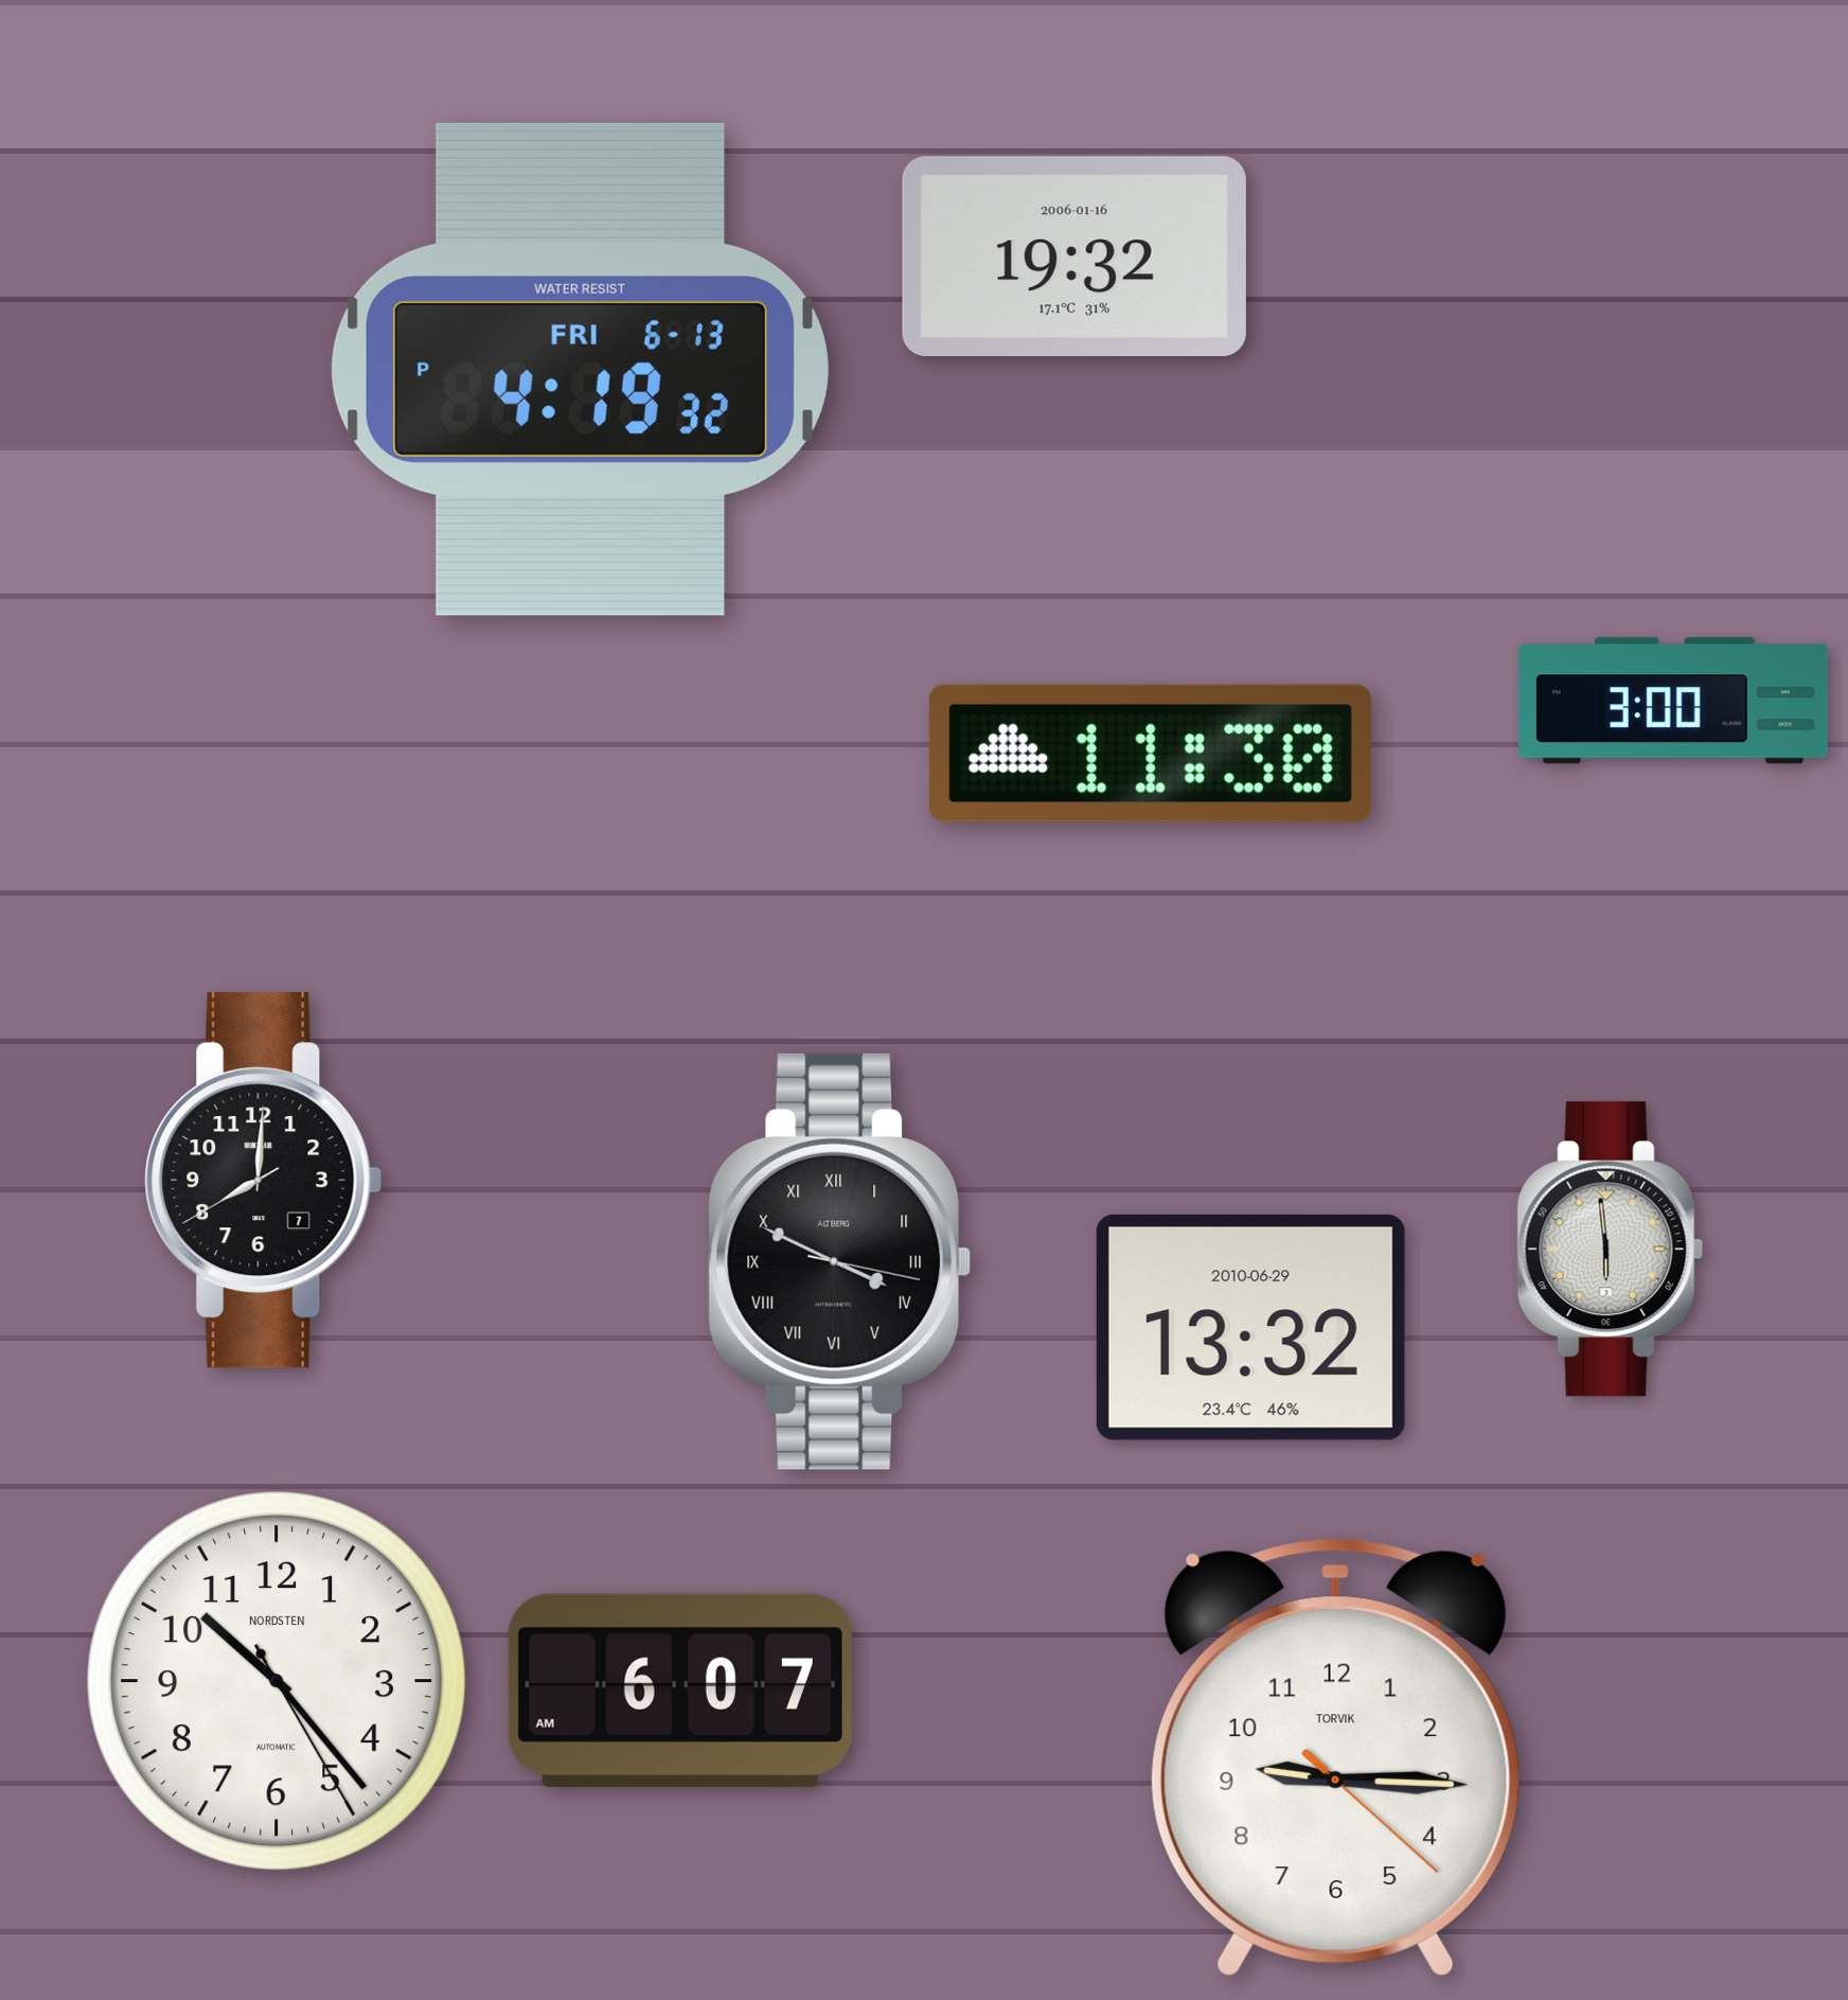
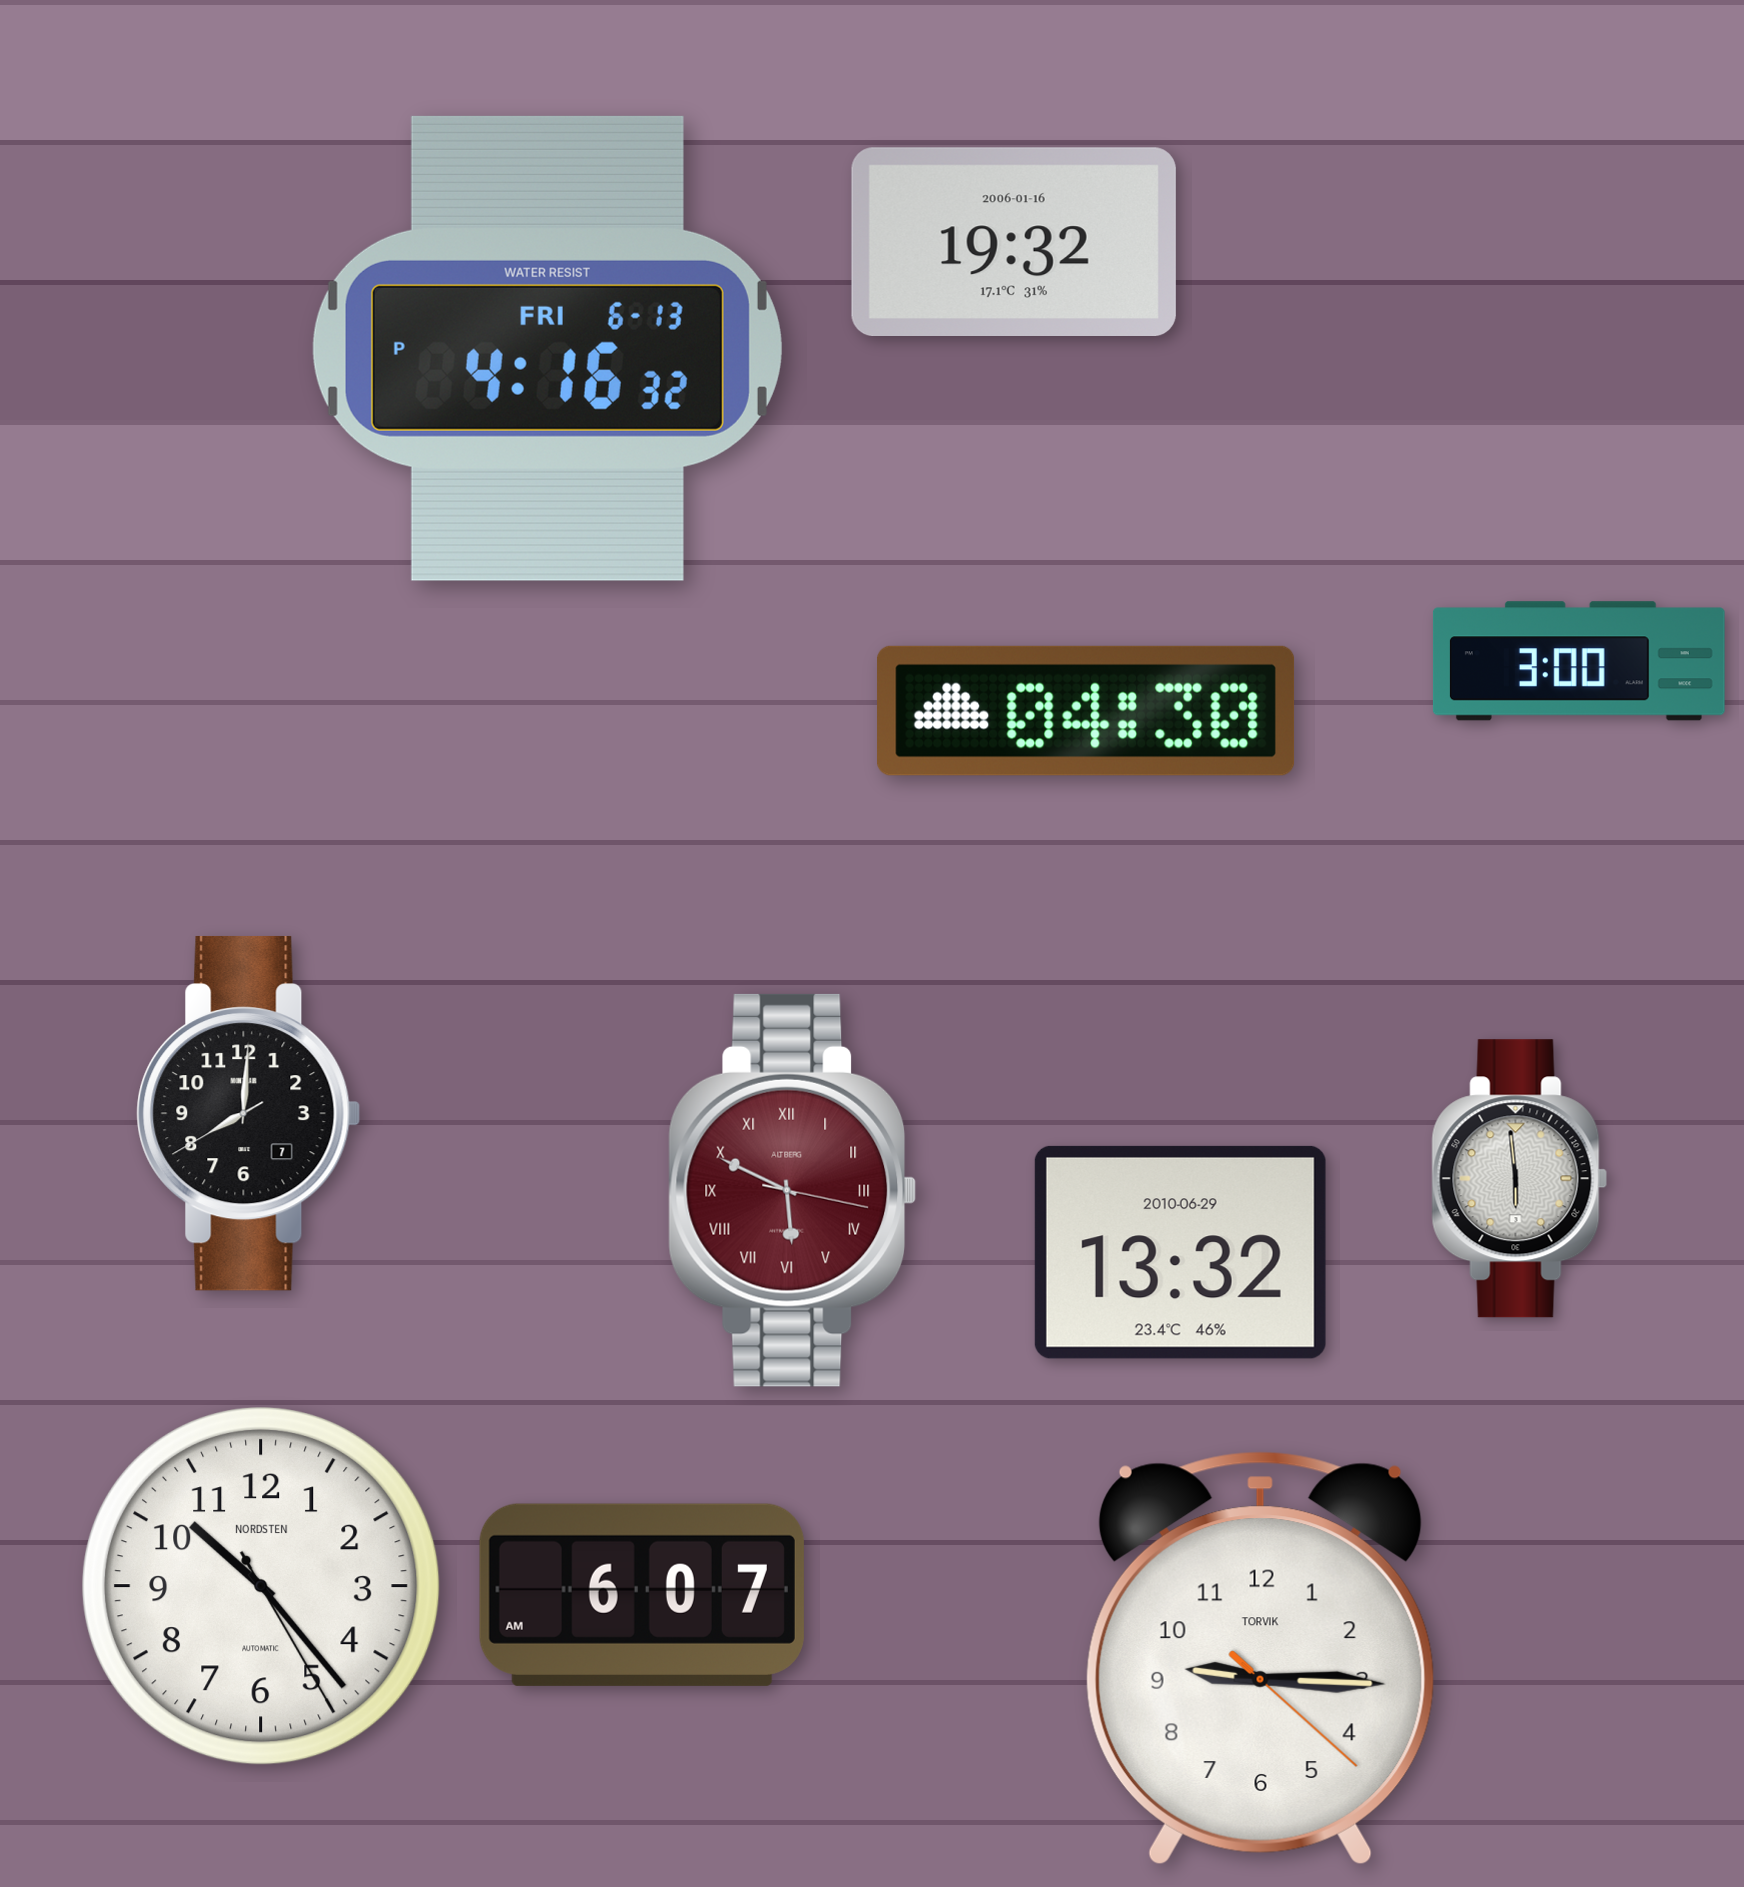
clock at (580, 369): 4:19 -> 4:16
clock at (1151, 754): 11:30 -> 04:30
clock at (840, 1261): 3:49 -> 5:49
clock at (840, 1261) dial: black -> burgundy
